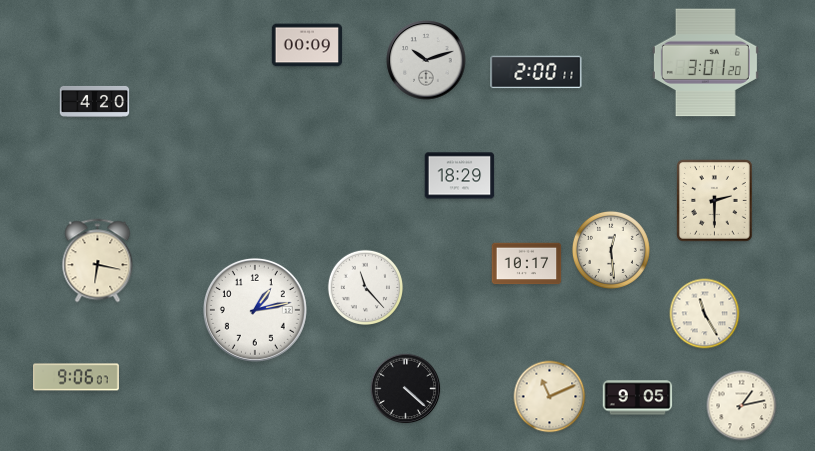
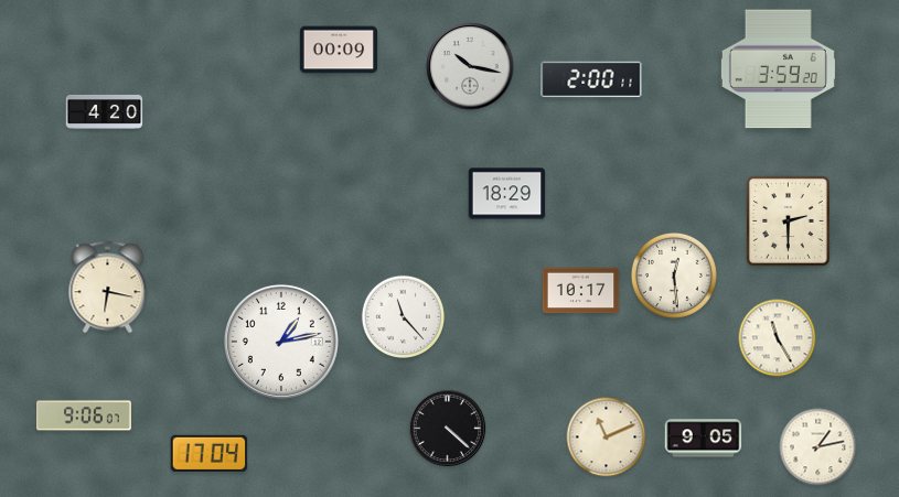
clock at (426, 60): 10:12 -> 10:17
clock at (705, 63): 3:01 -> 3:59
clock at (705, 314) position: (705, 314) -> (778, 338)
clock at (210, 453): none -> 17:04
